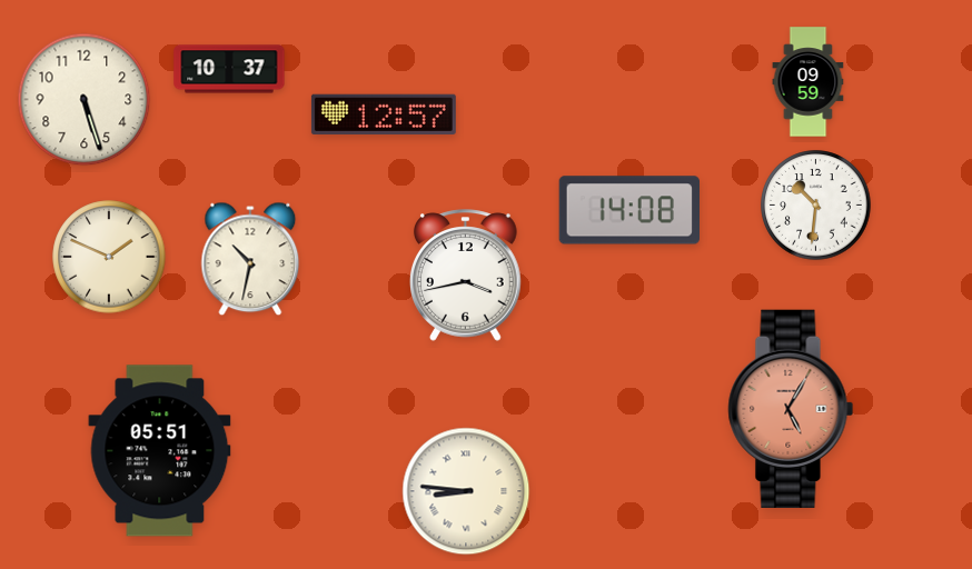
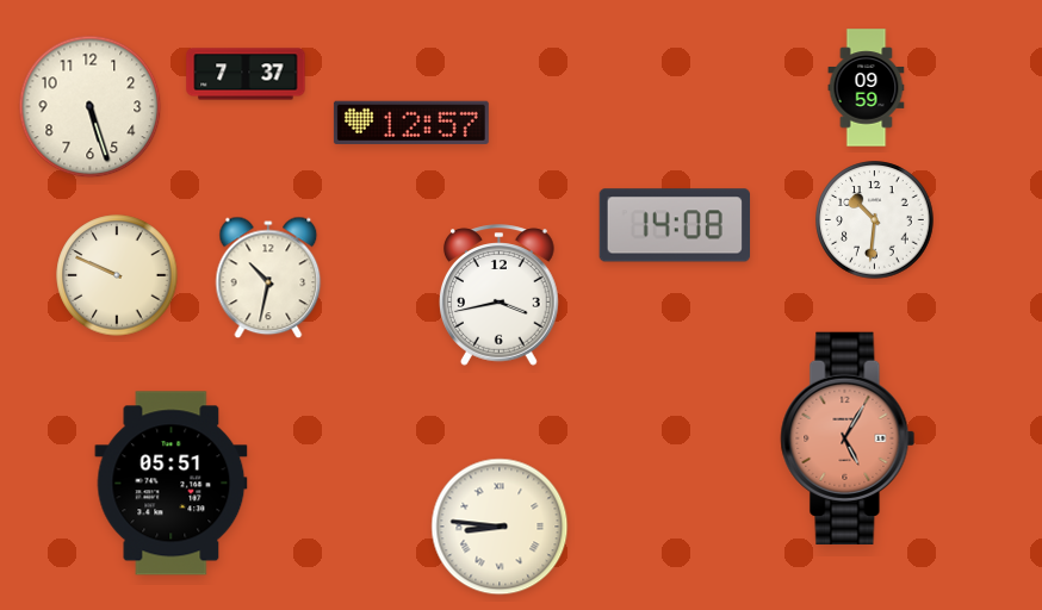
clock at (229, 69): 10:37 -> 7:37
clock at (109, 257): 1:49 -> 9:49
